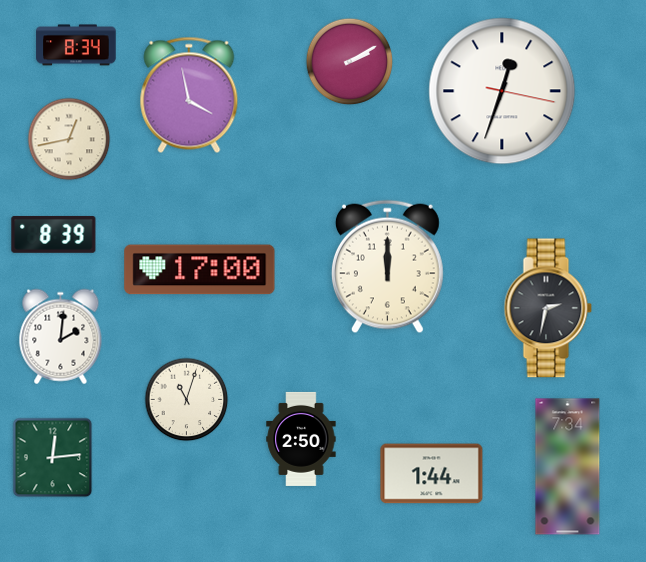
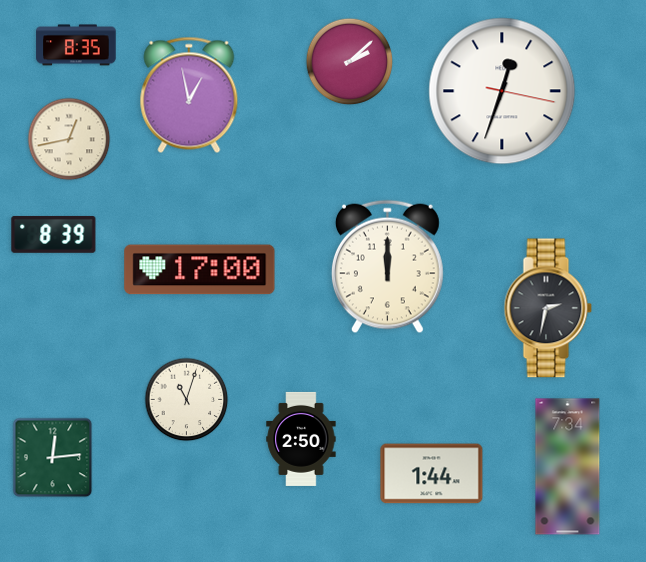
clock at (76, 45): 8:34 -> 8:35
clock at (350, 62): 2:10 -> 2:08
clock at (189, 95): 3:58 -> 12:58
clock at (61, 337): 2:01 -> none
